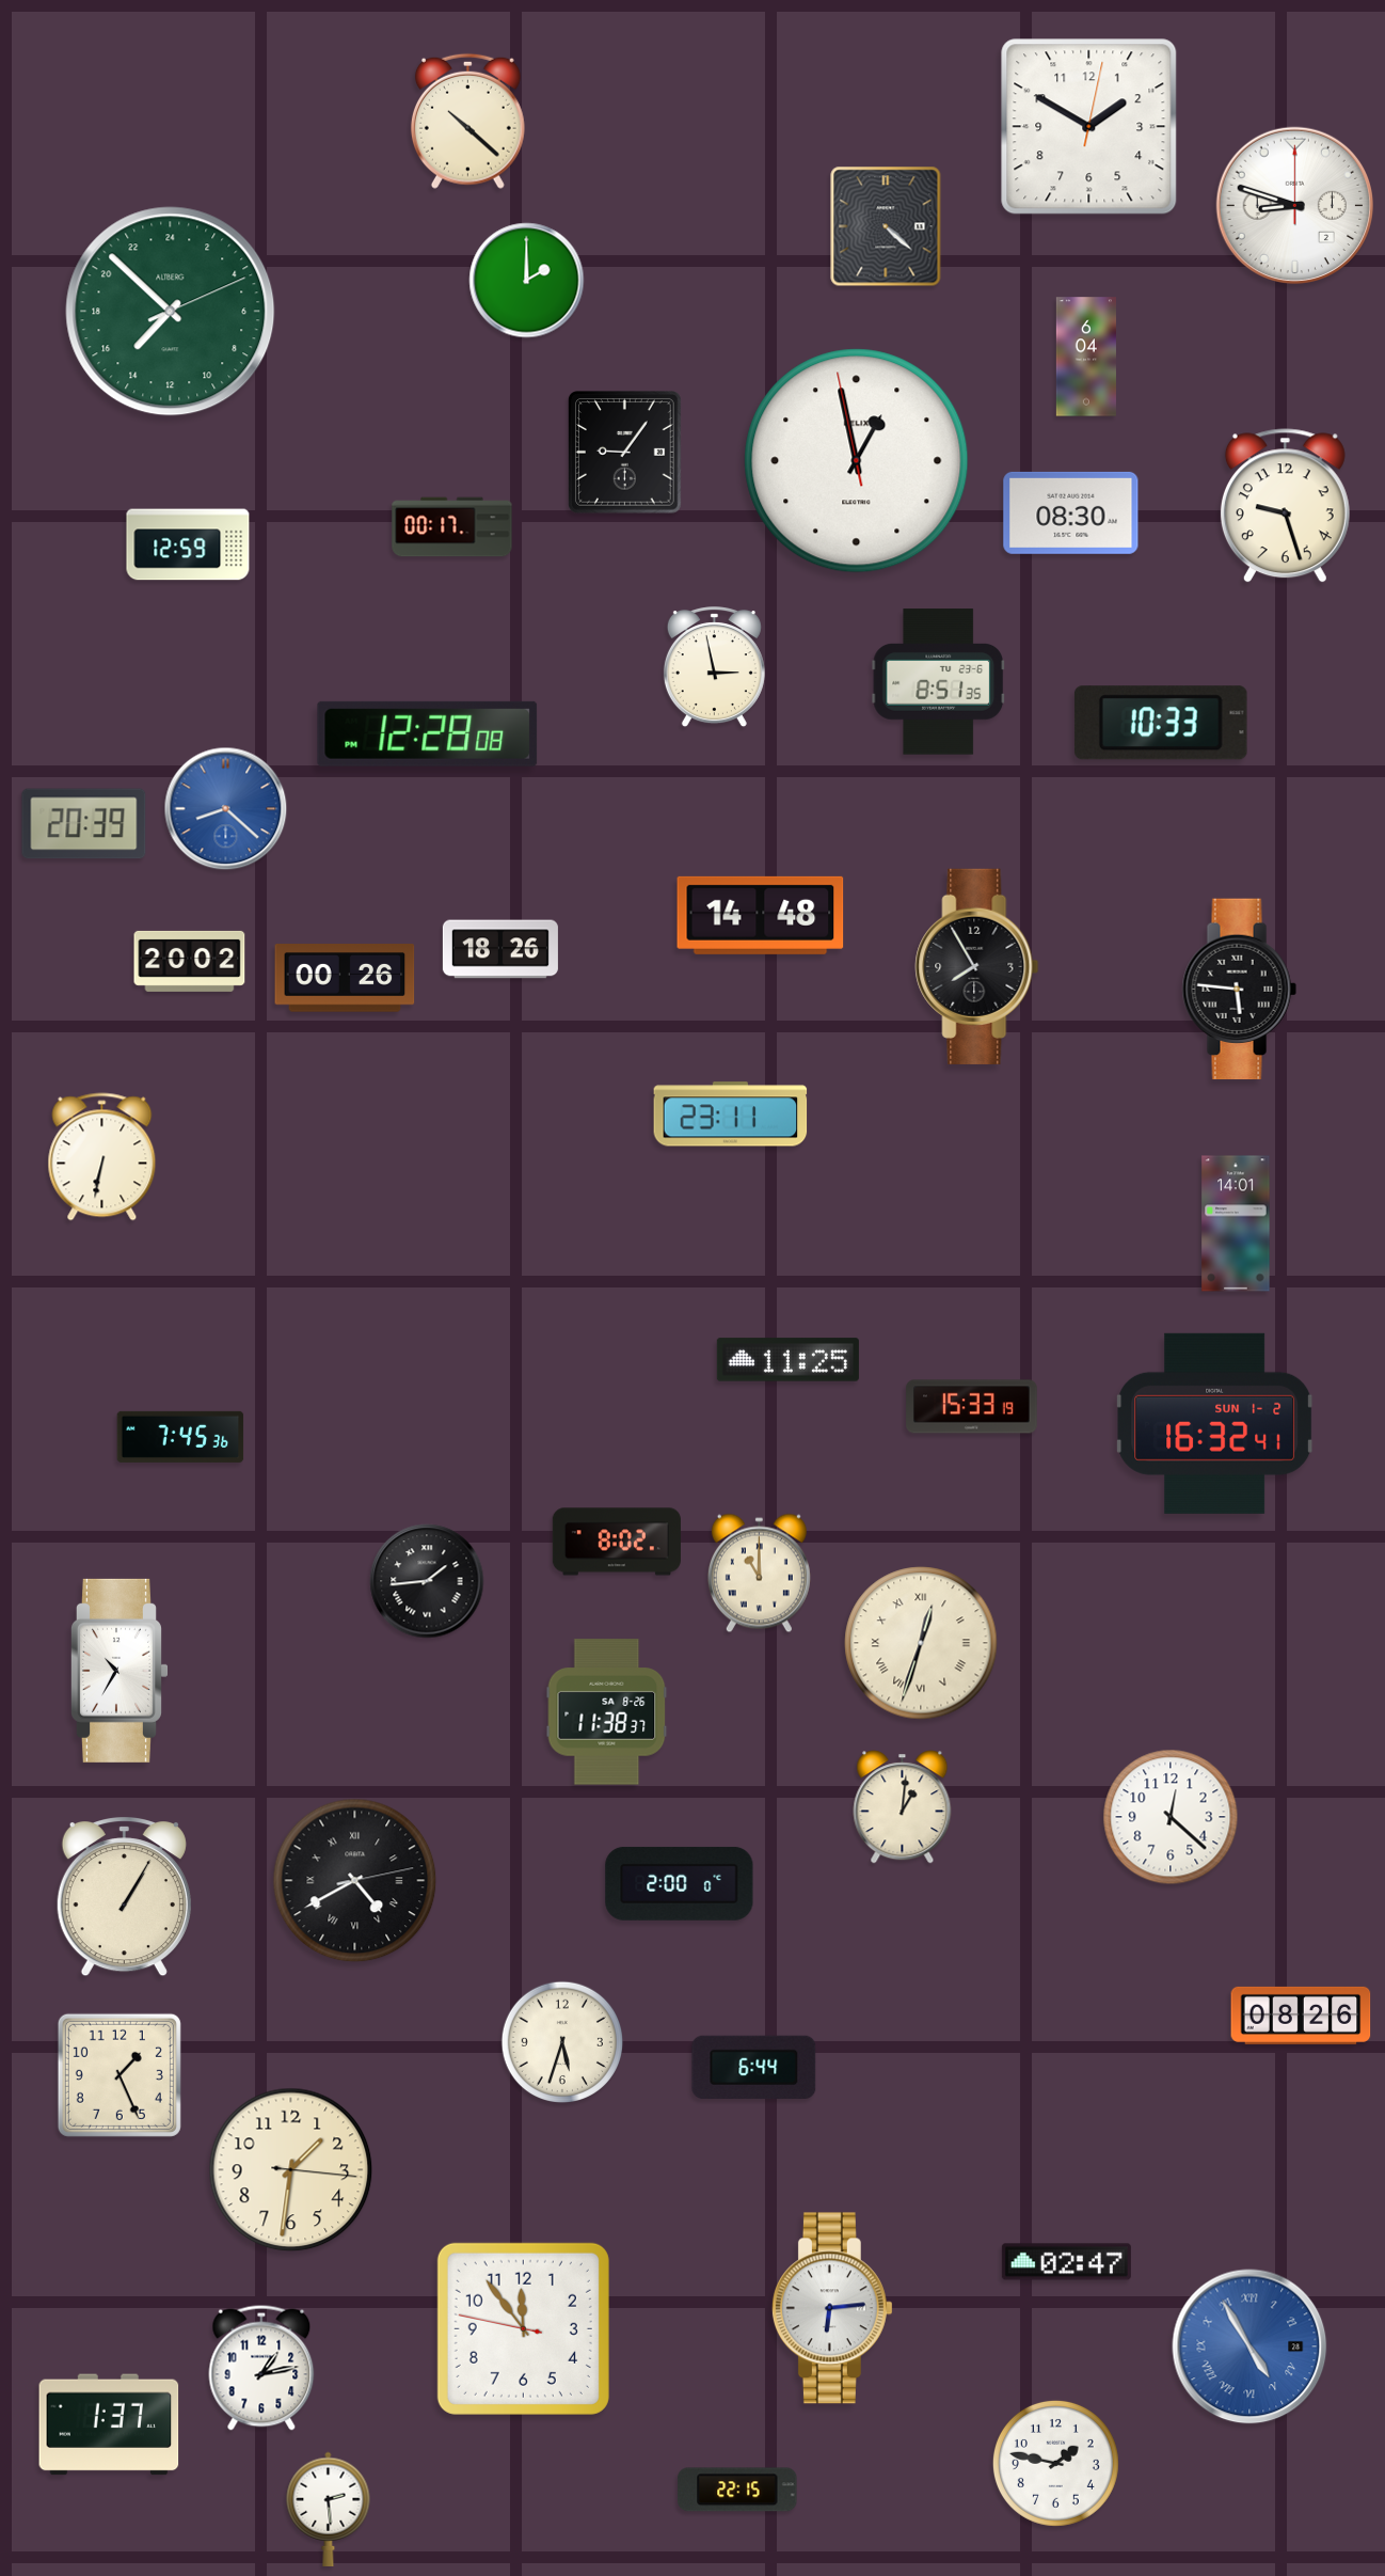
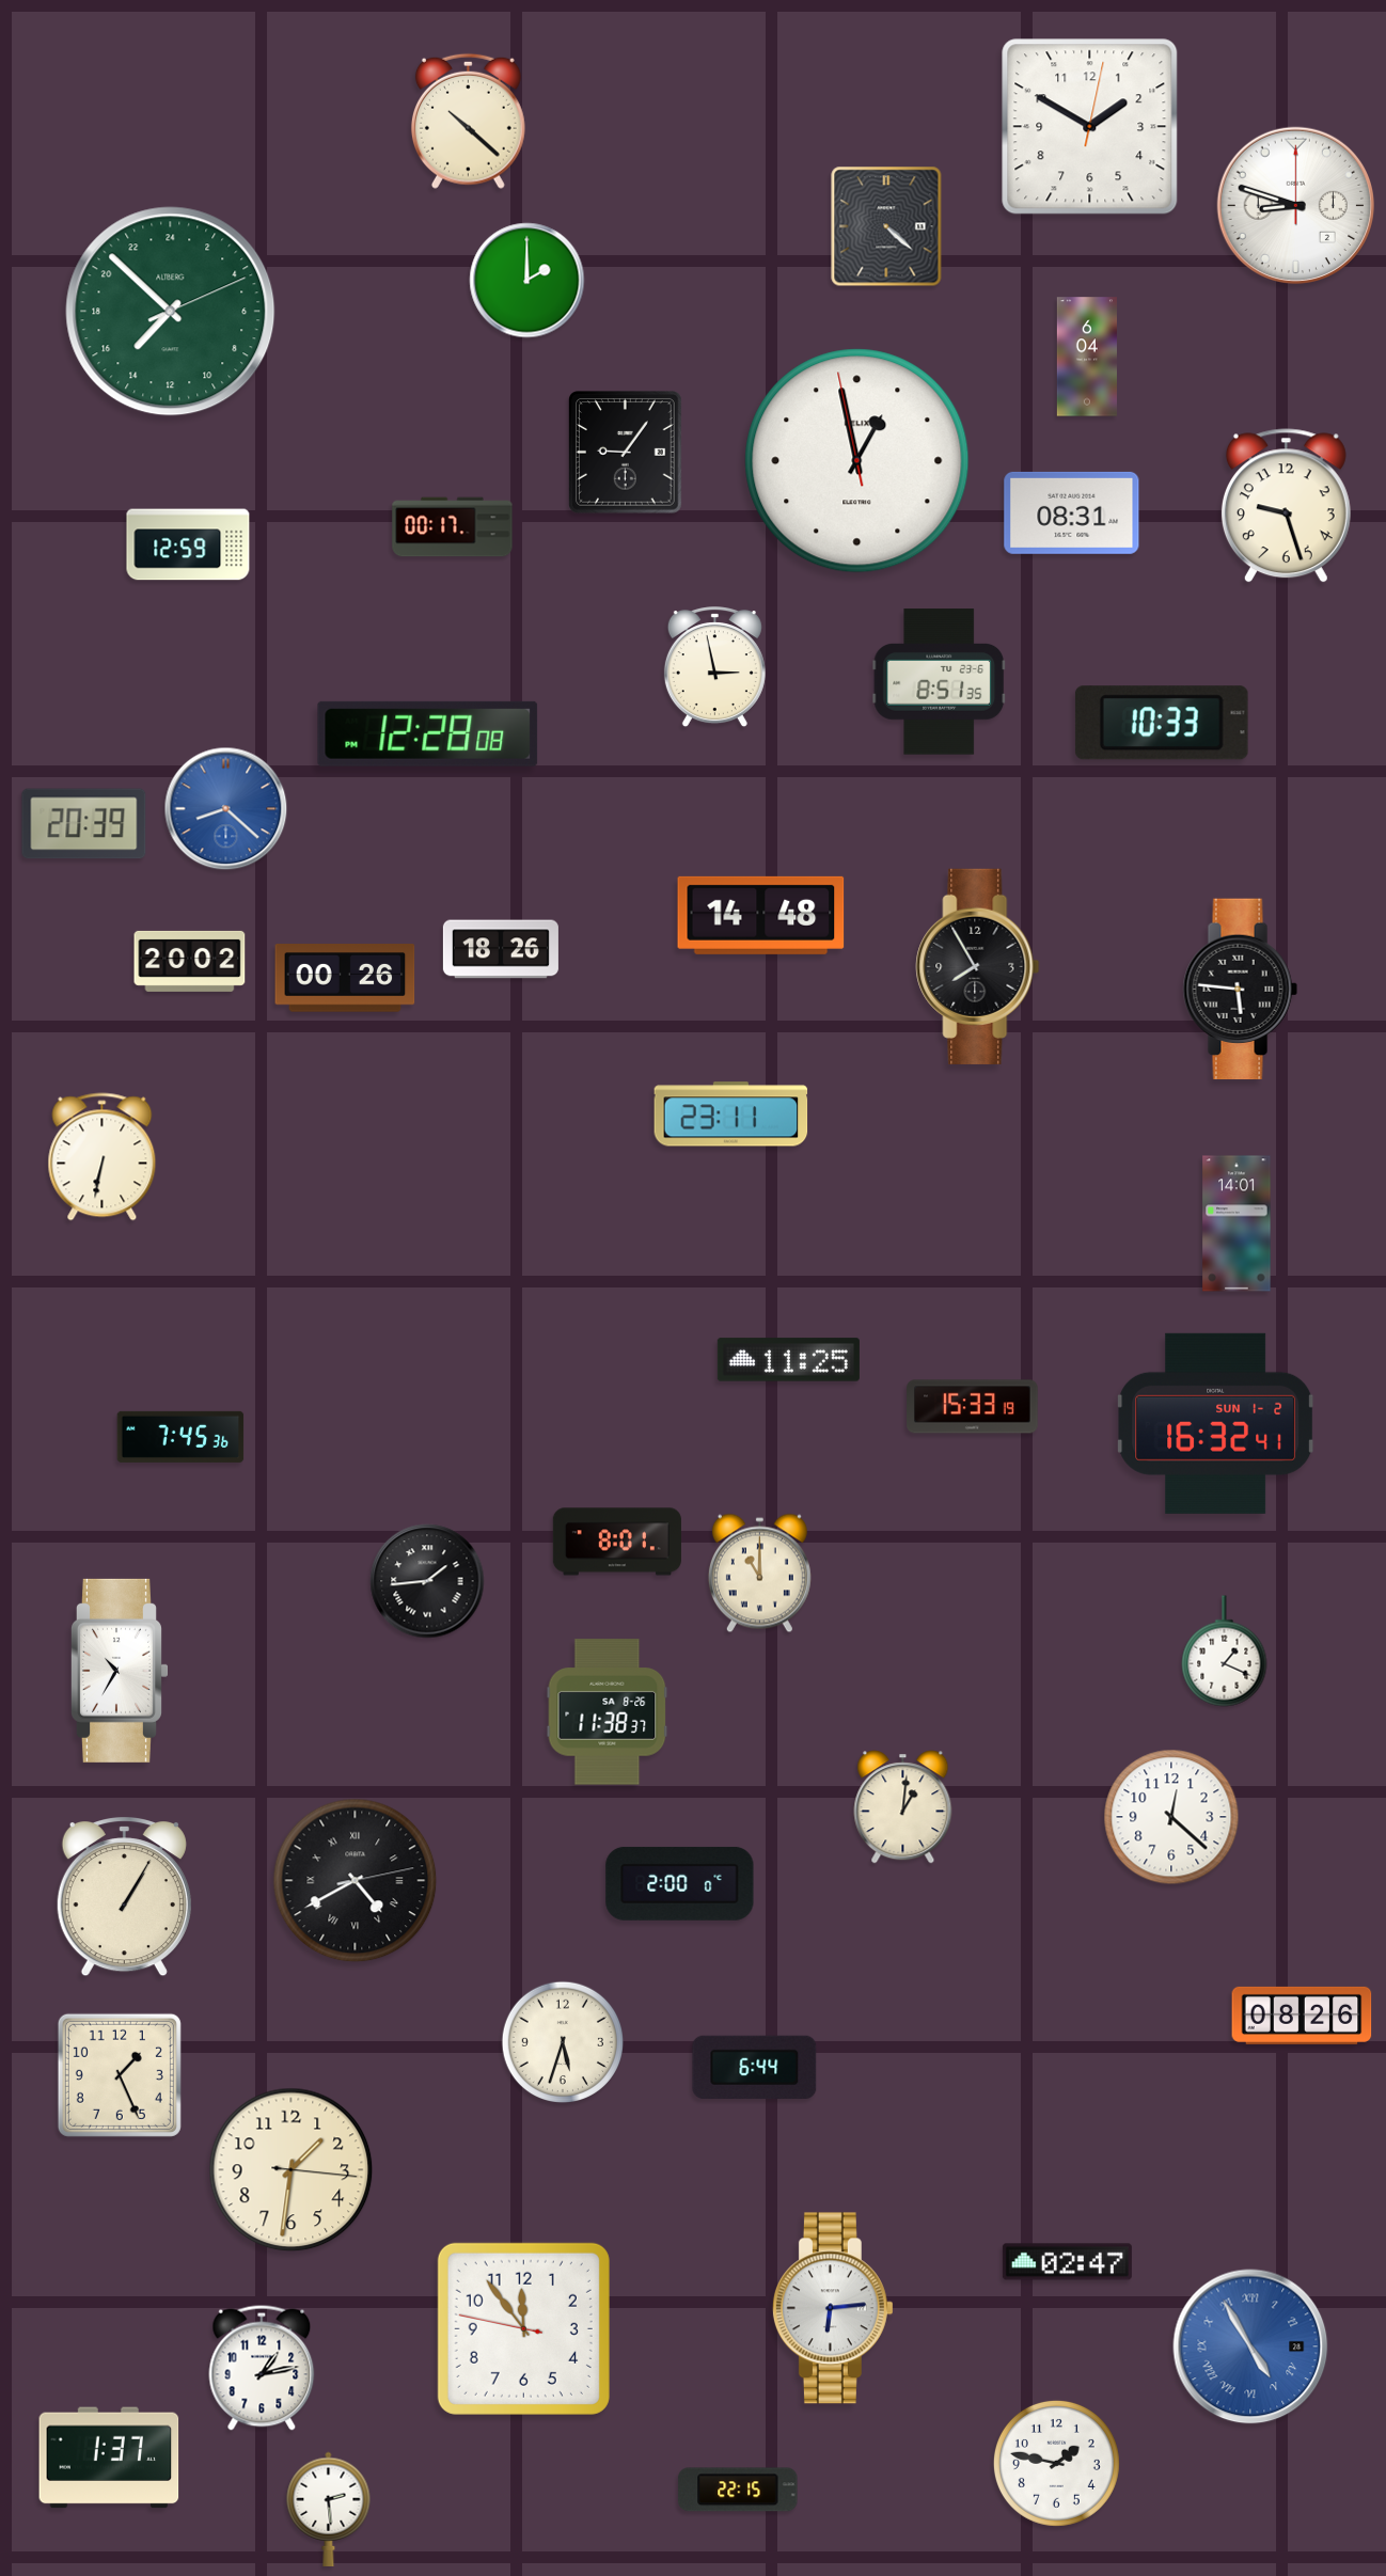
clock at (1071, 512): 08:30 -> 08:31
clock at (617, 1542): 8:02 -> 8:01
clock at (921, 1643): 12:33 -> none
clock at (1225, 1652): none -> 1:19
clock at (109, 2424) position: (109, 2424) -> (109, 2458)
